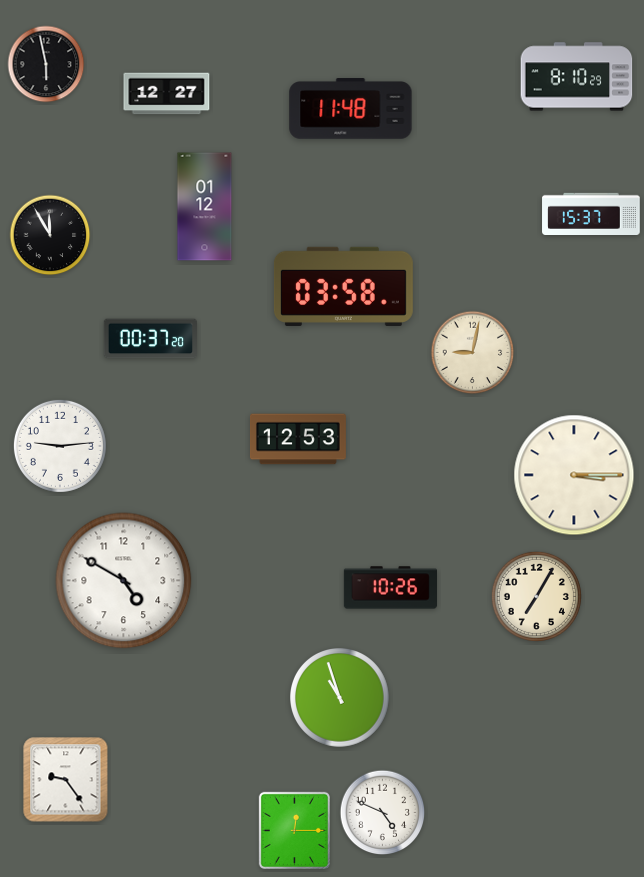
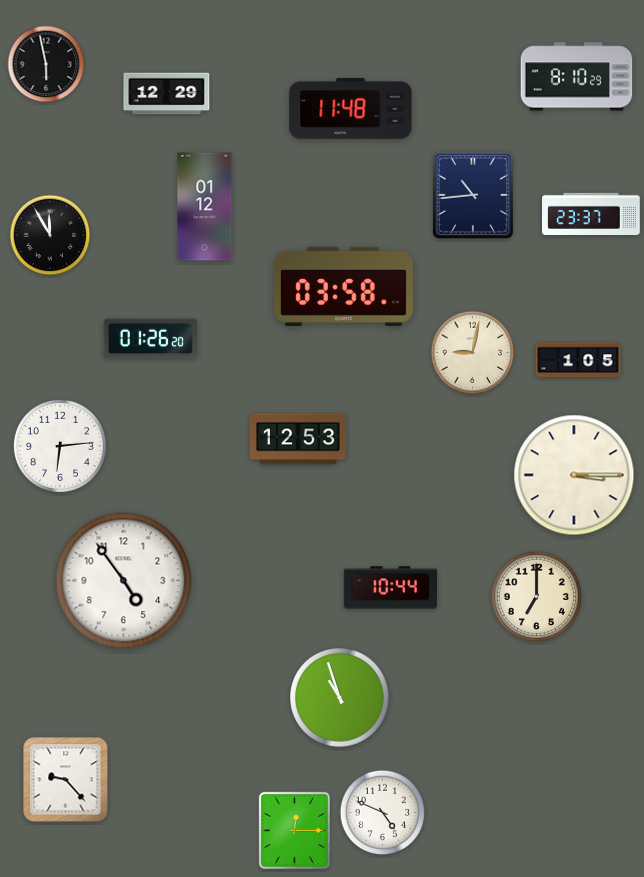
clock at (167, 94): 12:27 -> 12:29
clock at (473, 195): none -> 10:44
clock at (591, 213): 15:37 -> 23:37
clock at (150, 339): 00:37 -> 01:26
clock at (578, 360): none -> 1:05
clock at (60, 446): 9:14 -> 6:14
clock at (124, 581): 4:50 -> 4:54
clock at (390, 588): 10:26 -> 10:44
clock at (536, 596): 7:05 -> 7:00
clock at (66, 780): 9:24 -> 9:23
